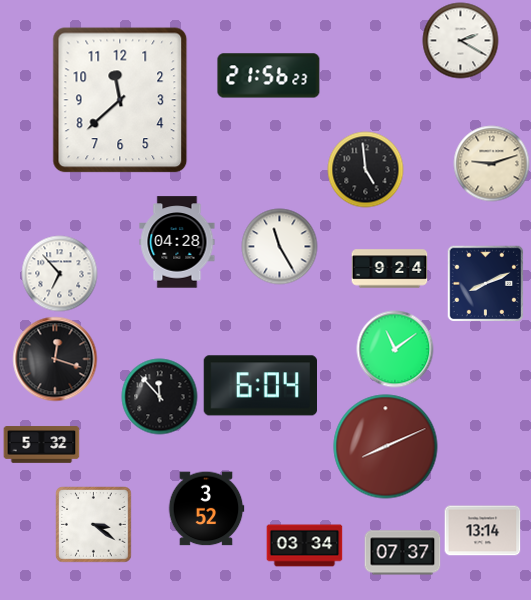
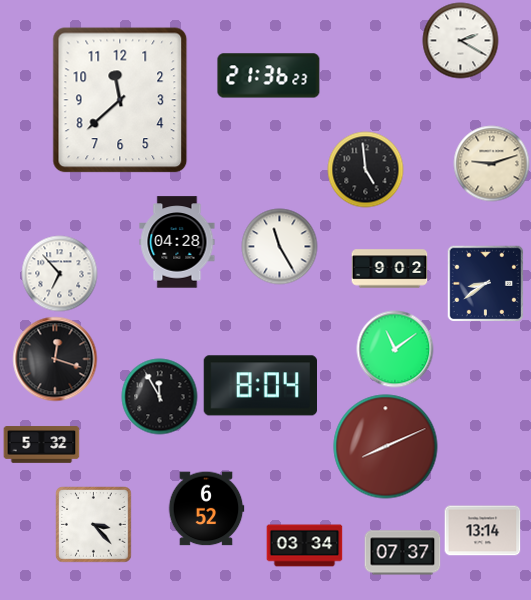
clock at (269, 76): 21:56 -> 21:36
clock at (390, 269): 9:24 -> 9:02
clock at (485, 283): 8:11 -> 8:39
clock at (260, 386): 6:04 -> 8:04
clock at (160, 397): 11:53 -> 11:55
clock at (206, 509): 3:52 -> 6:52
clock at (94, 525): 3:21 -> 3:23
